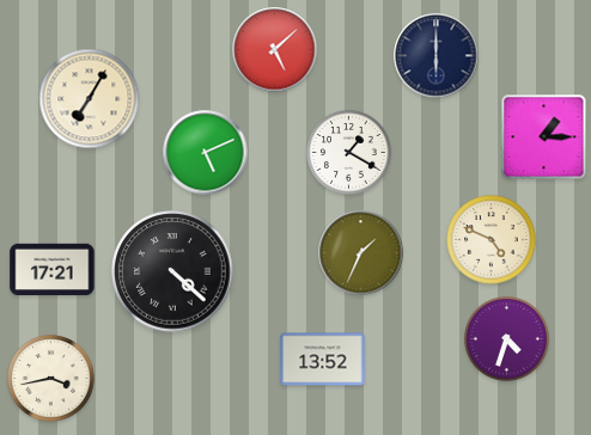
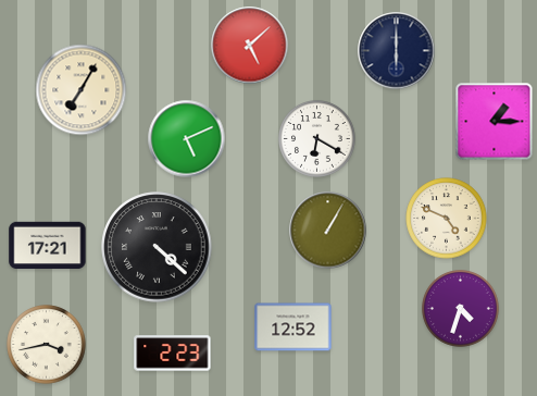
clock at (544, 137) position: (544, 137) -> (495, 122)
clock at (349, 153): 1:20 -> 6:20
clock at (361, 253): 1:34 -> 1:05
clock at (323, 360): 13:52 -> 12:52
clock at (173, 354): none -> 2:23
